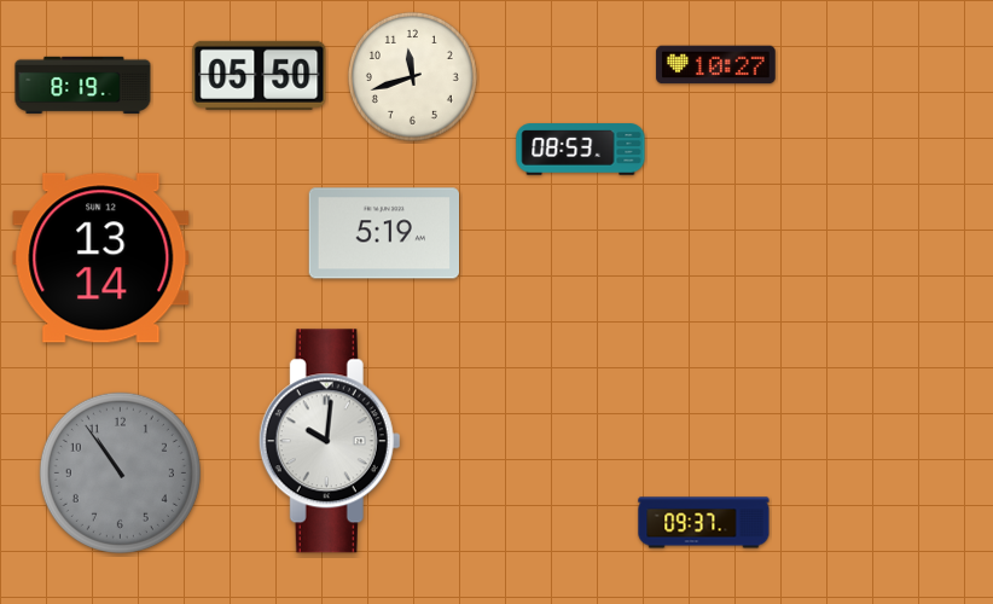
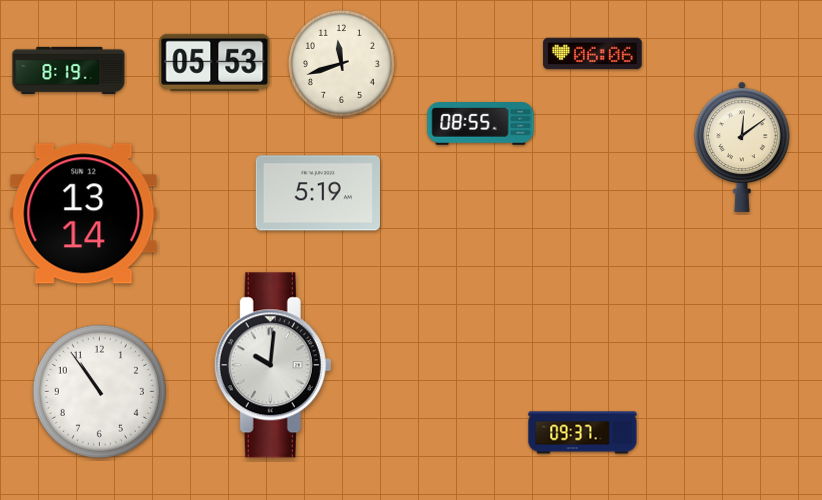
clock at (716, 65): 10:27 -> 06:06
clock at (260, 75): 05:50 -> 05:53
clock at (581, 150): 08:53 -> 08:55
clock at (742, 147): none -> 12:09
clock at (120, 472) dial: grey -> white
